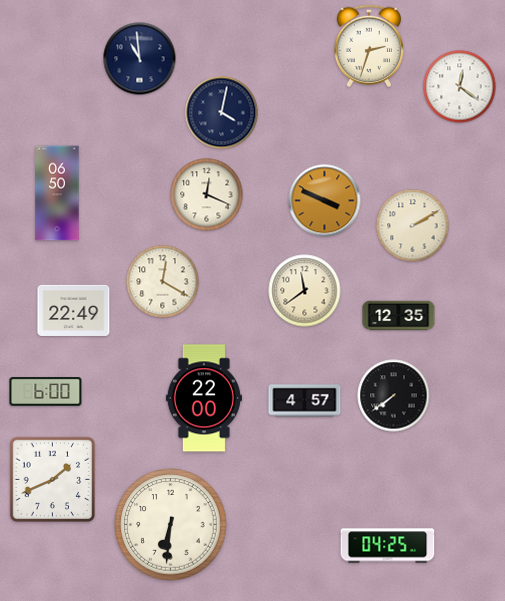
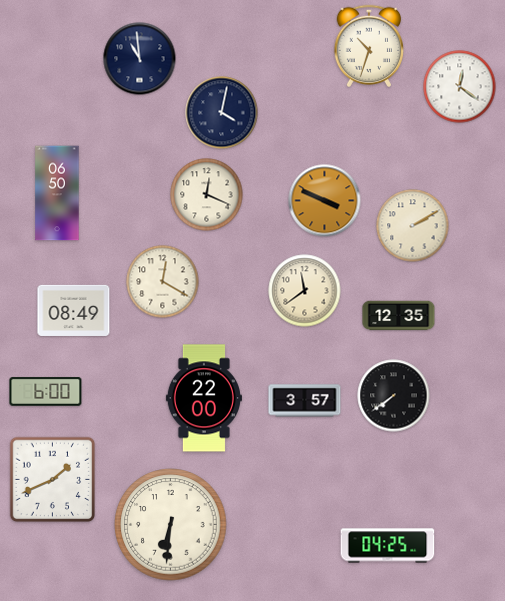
clock at (368, 45): 2:33 -> 10:33
clock at (74, 310): 22:49 -> 08:49
clock at (305, 401): 4:57 -> 3:57
